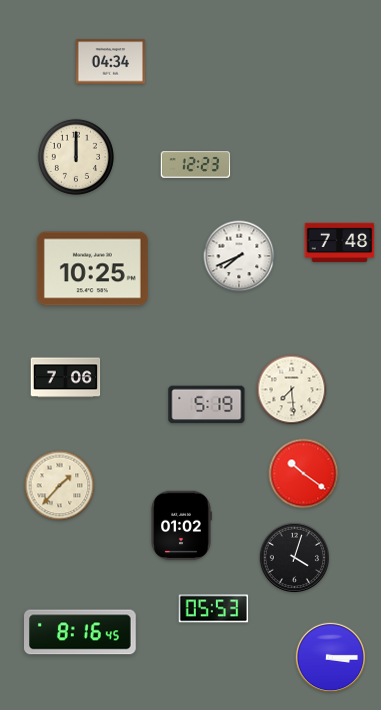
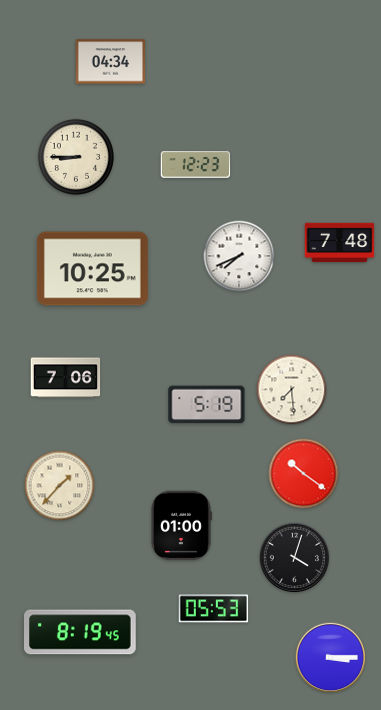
clock at (76, 157): 12:00 -> 8:45
clock at (181, 526): 01:02 -> 01:00
clock at (81, 632): 8:16 -> 8:19
